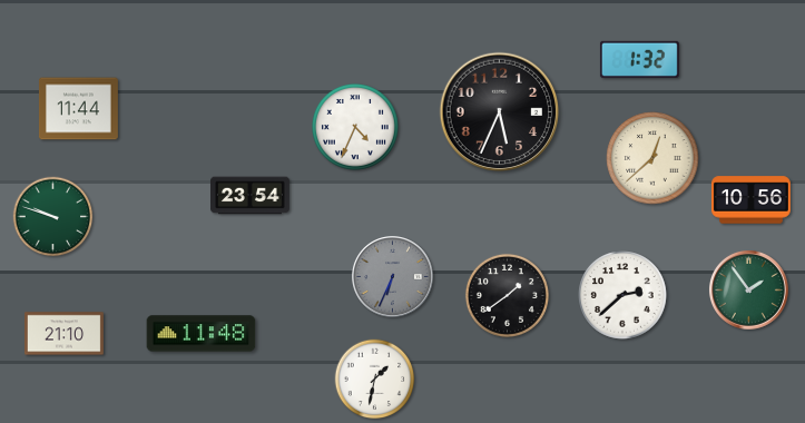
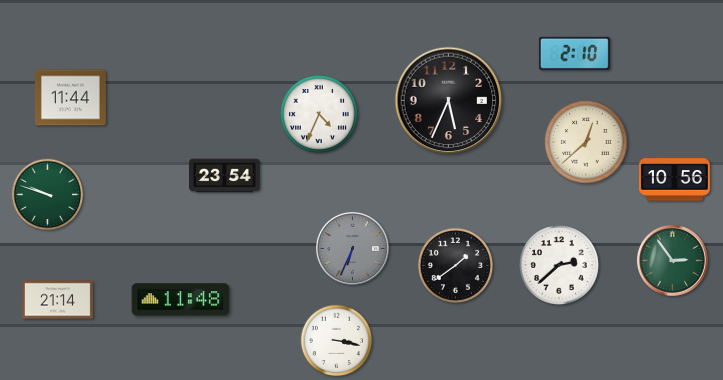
clock at (639, 59): 1:32 -> 2:10
clock at (748, 289): 1:54 -> 2:54
clock at (63, 334): 21:10 -> 21:14
clock at (375, 380): 1:32 -> 3:17
